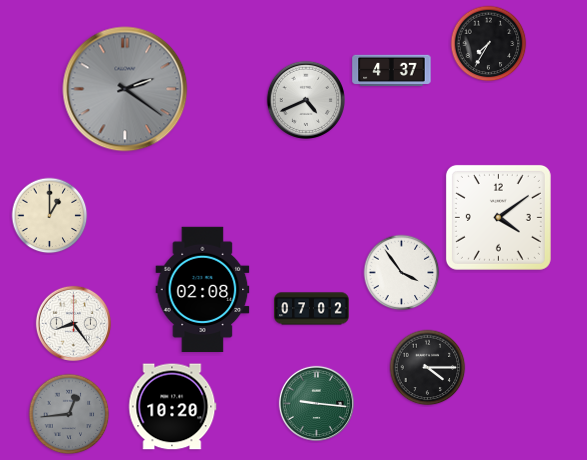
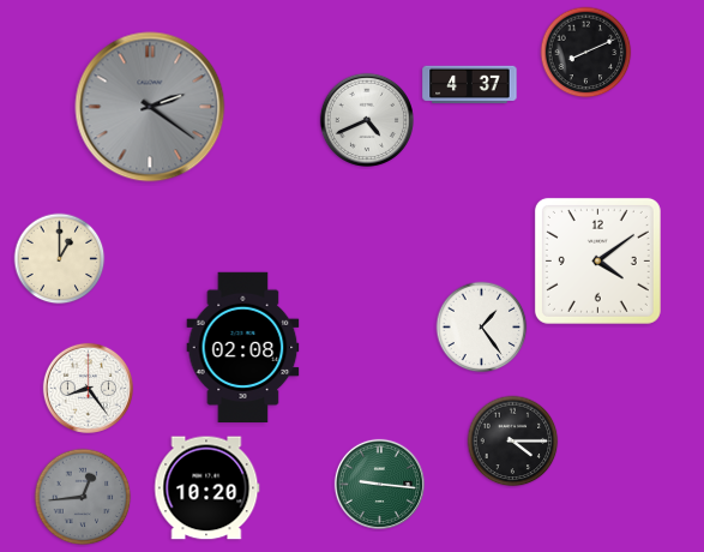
clock at (489, 44): 7:35 -> 8:11
clock at (402, 273): 3:54 -> 1:24
clock at (312, 309): 07:02 -> none
